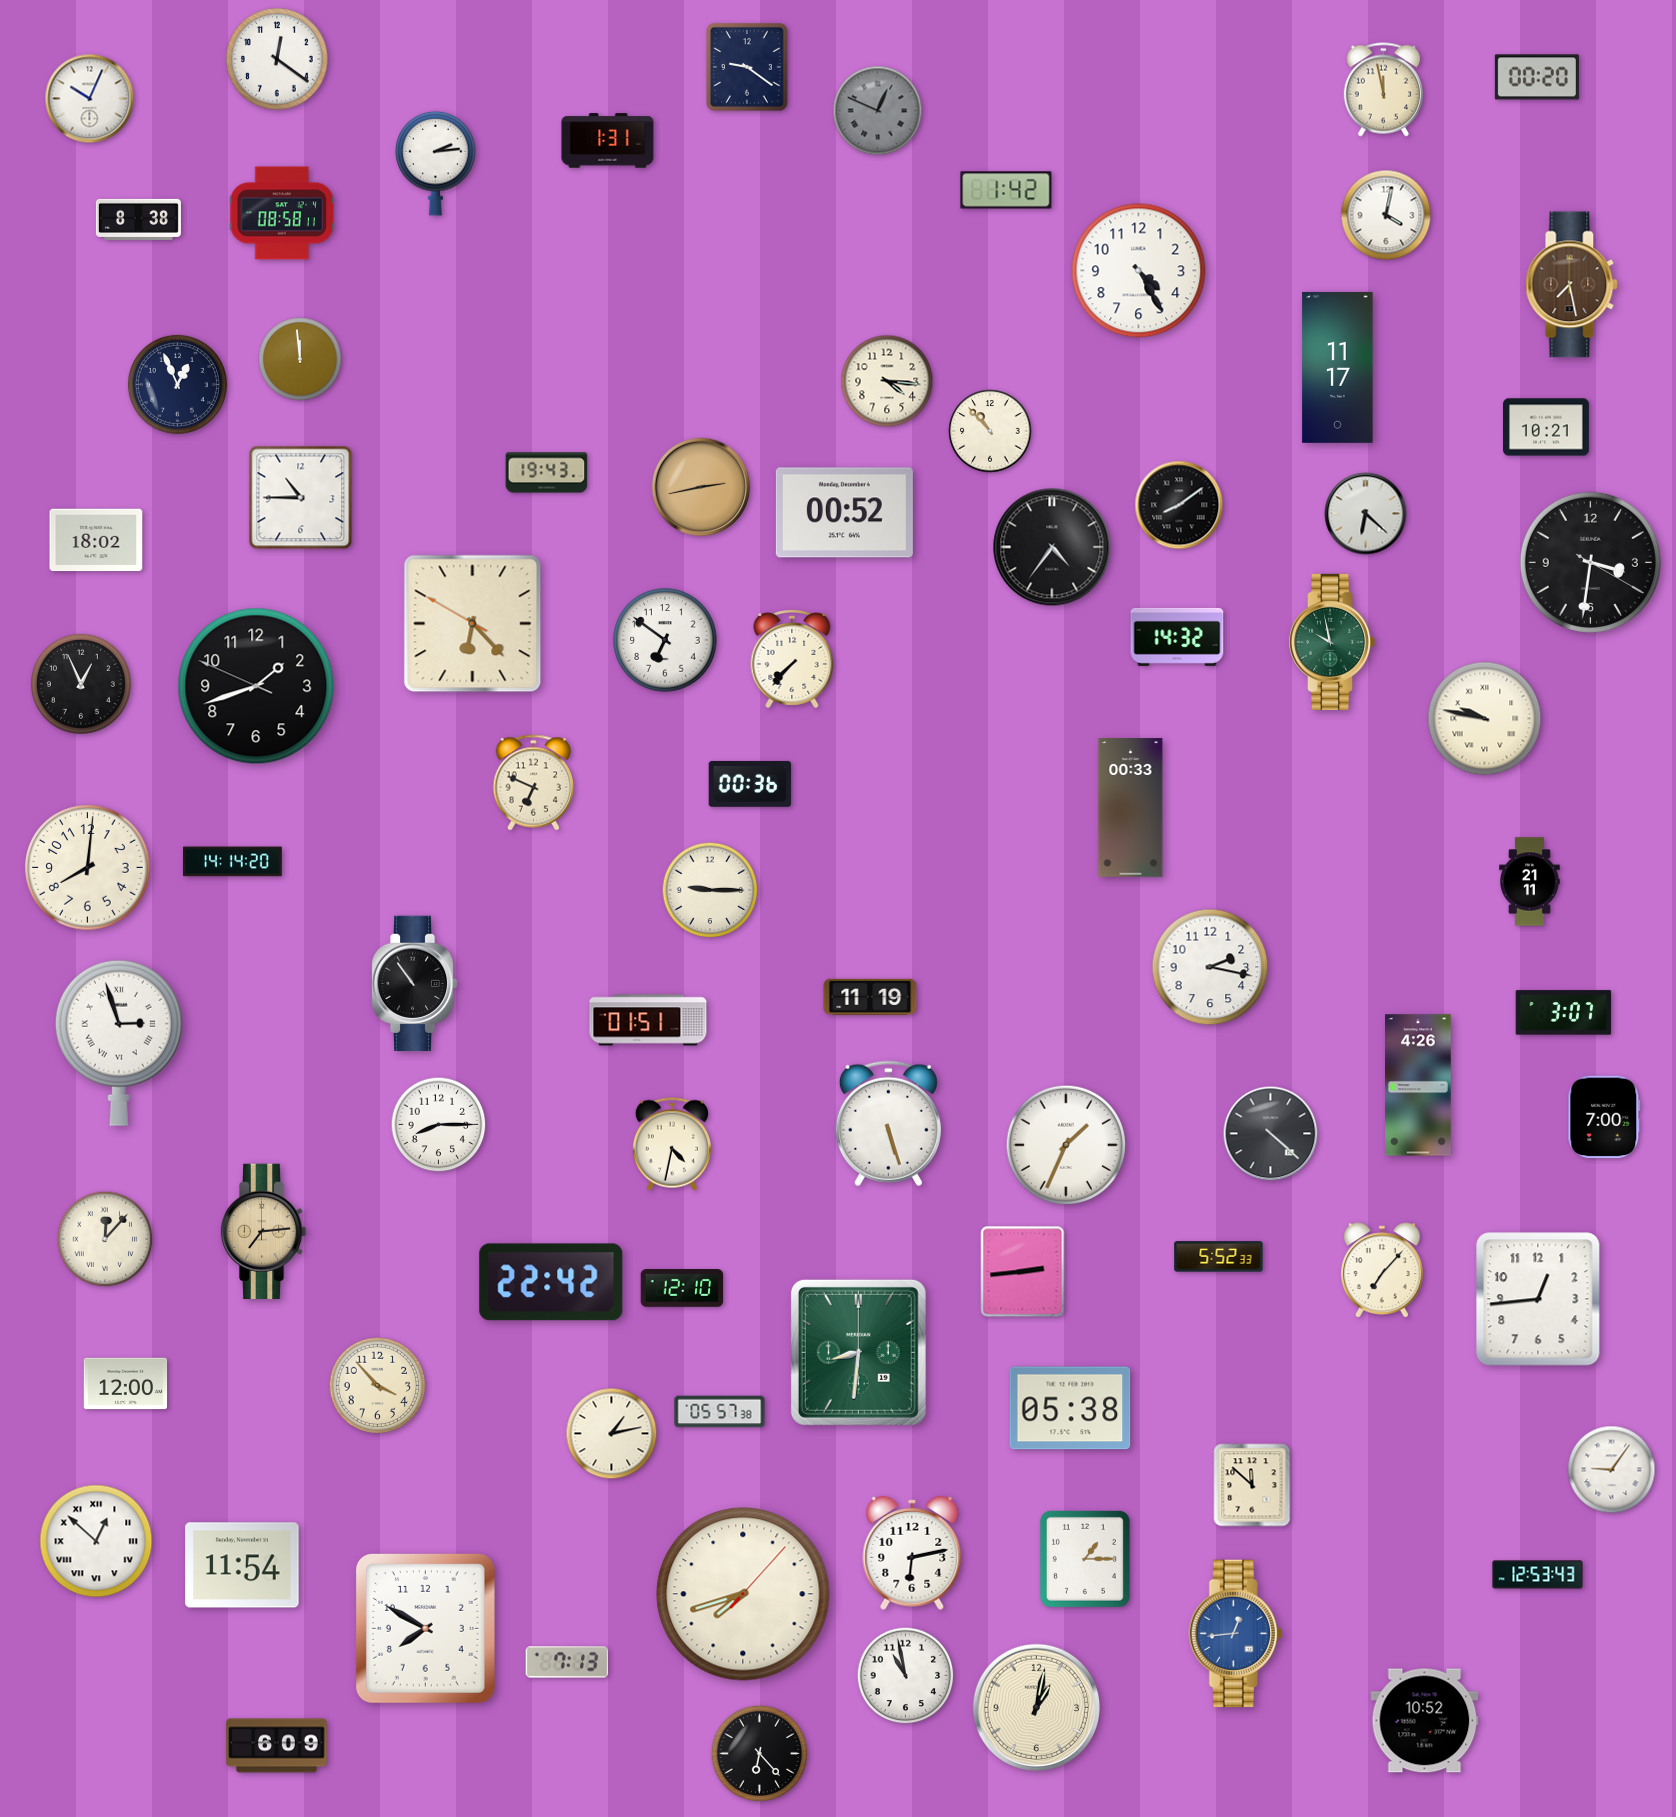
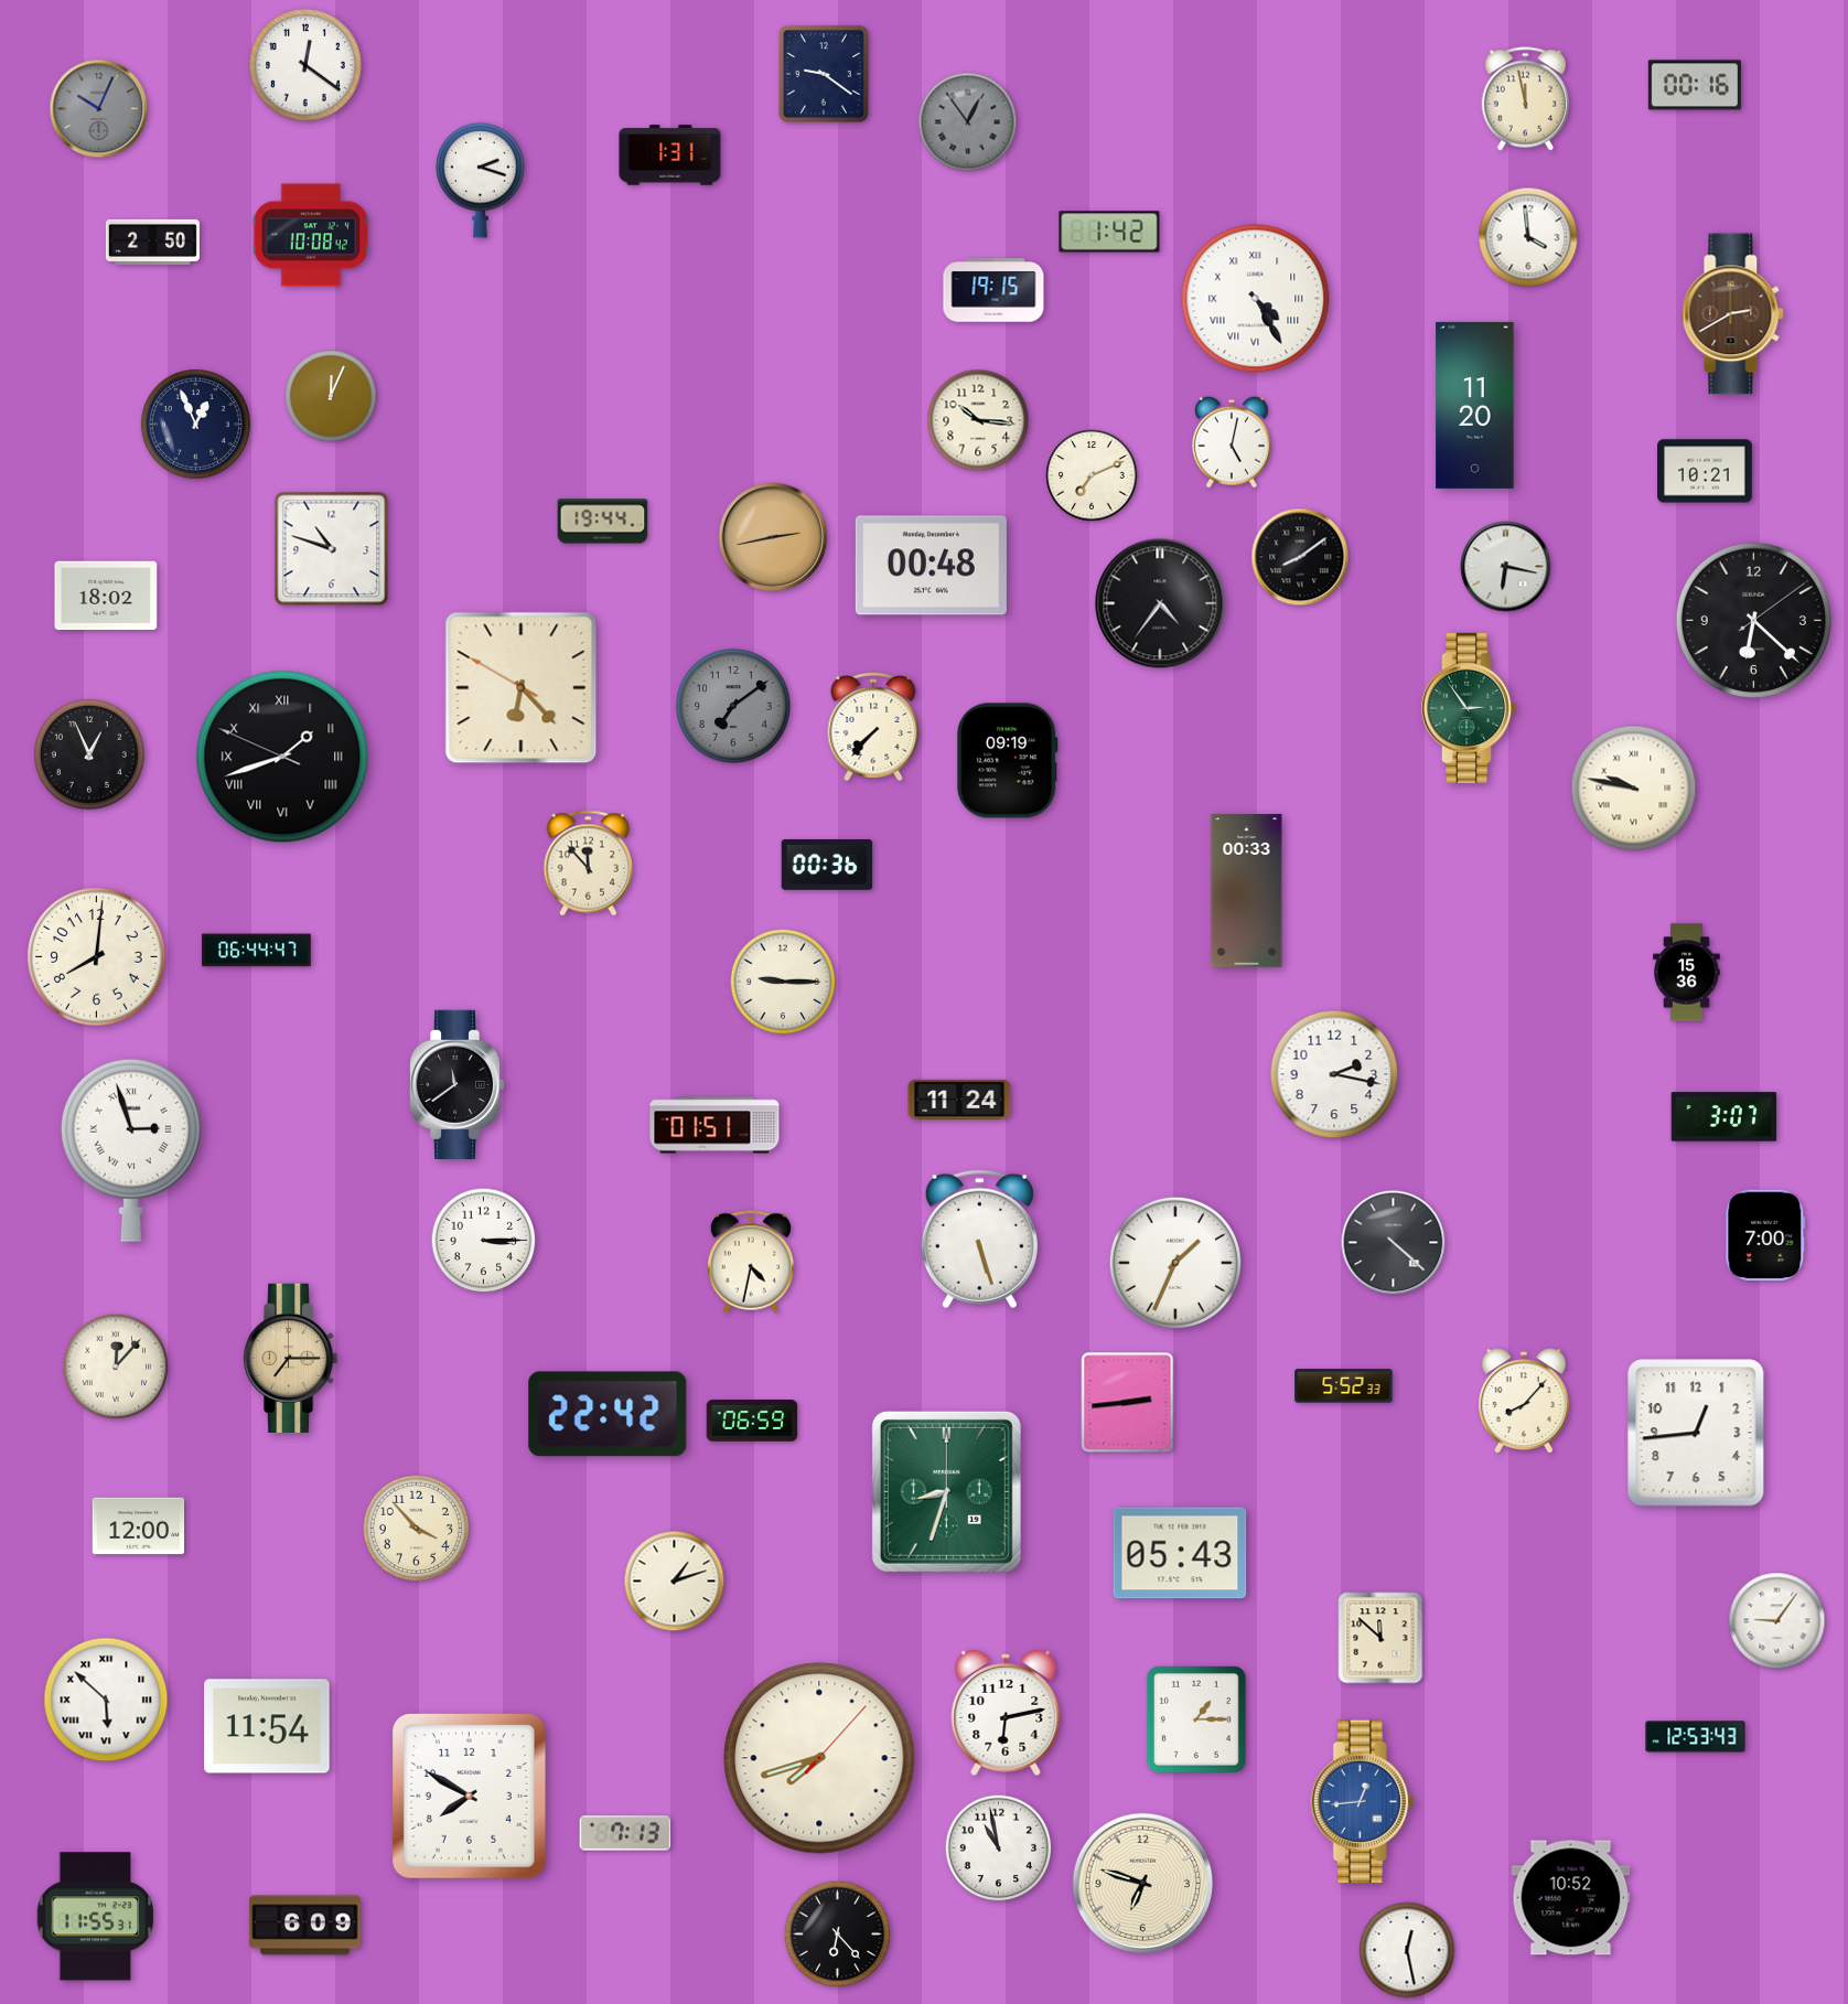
clock at (1537, 77): 00:20 -> 00:16
clock at (90, 99) dial: white -> grey
clock at (878, 111): 12:49 -> 12:54
clock at (436, 163): 2:14 -> 2:18
clock at (1006, 190) position: (1006, 190) -> (1109, 232)
clock at (282, 213): 08:58 -> 10:08
clock at (1386, 215): 4:02 -> 3:59
clock at (138, 219): 8:38 -> 2:50
clock at (993, 290): none -> 19:15
clock at (1139, 271) numerals: Arabic -> Roman
clock at (1572, 285): 7:28 -> 2:40
clock at (300, 359): 11:59 -> 12:04
clock at (1338, 367): 11:17 -> 11:20
clock at (887, 381): 4:16 -> 10:16
clock at (1232, 442): none -> 5:02
clock at (990, 431): 10:53 -> 7:11
clock at (547, 473): 19:43 -> 19:44
clock at (301, 498): 10:45 -> 10:48
clock at (844, 513): 00:52 -> 00:48
clock at (1366, 514): 6:22 -> 6:17
clock at (1590, 562): 3:31 -> 6:22
clock at (1177, 637): 14:32 -> none
clock at (665, 640): 6:51 -> 7:09
clock at (665, 640) dial: white -> grey
clock at (1332, 642): 9:58 -> 2:54
clock at (256, 686) numerals: Arabic -> Roman
clock at (1008, 761): none -> 09:19
clock at (1485, 719) position: (1485, 719) -> (1634, 789)
clock at (534, 783): 6:49 -> 11:53
clock at (232, 862): 14:14 -> 06:44
clock at (1530, 882): 21:11 -> 15:36
clock at (1210, 967) position: (1210, 967) -> (1334, 1074)
clock at (414, 983): 10:54 -> 11:39
clock at (870, 996): 11:19 -> 11:24
clock at (1418, 1085): 4:26 -> none
clock at (1604, 1117) position: (1604, 1117) -> (1765, 1235)
clock at (439, 1125): 8:15 -> 3:15
clock at (1271, 1134) position: (1271, 1134) -> (1394, 1243)
clock at (672, 1144) position: (672, 1144) -> (751, 1262)
clock at (263, 1231): 7:14 -> 7:15
clock at (1382, 1271): 7:07 -> 8:07
clock at (682, 1288): 12:10 -> 06:59
clock at (858, 1352): 8:31 -> 8:33
clock at (1070, 1408): 05:38 -> 05:43
clock at (720, 1412): 05:57 -> none
clock at (612, 1434): 1:13 -> 1:12
clock at (96, 1541): 12:52 -> 5:52
clock at (1037, 1708): 1:02 -> 6:48
clock at (96, 1917): none -> 11:55
clock at (1407, 1950): none -> 12:28
